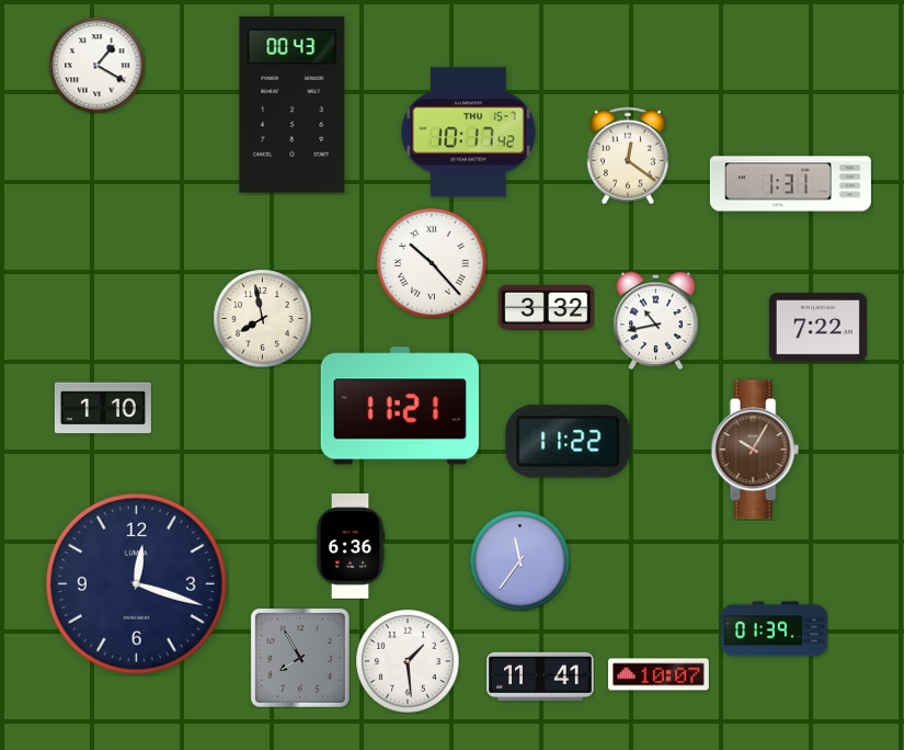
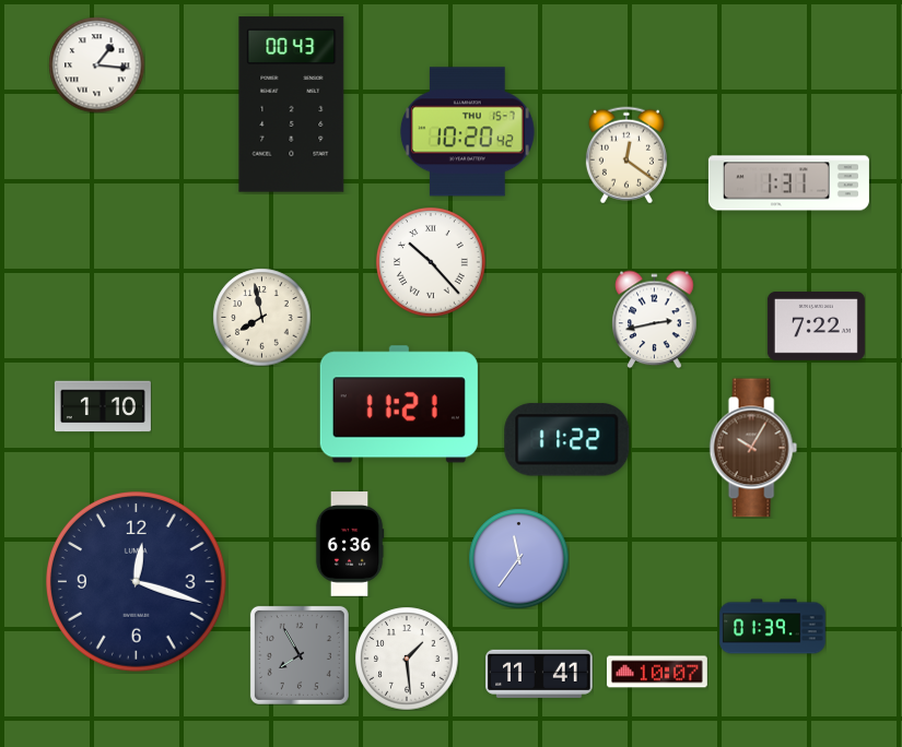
clock at (96, 65): 1:20 -> 1:16
clock at (468, 133): 10:17 -> 10:20
clock at (546, 307): 3:32 -> none
clock at (656, 320): 10:43 -> 2:43
